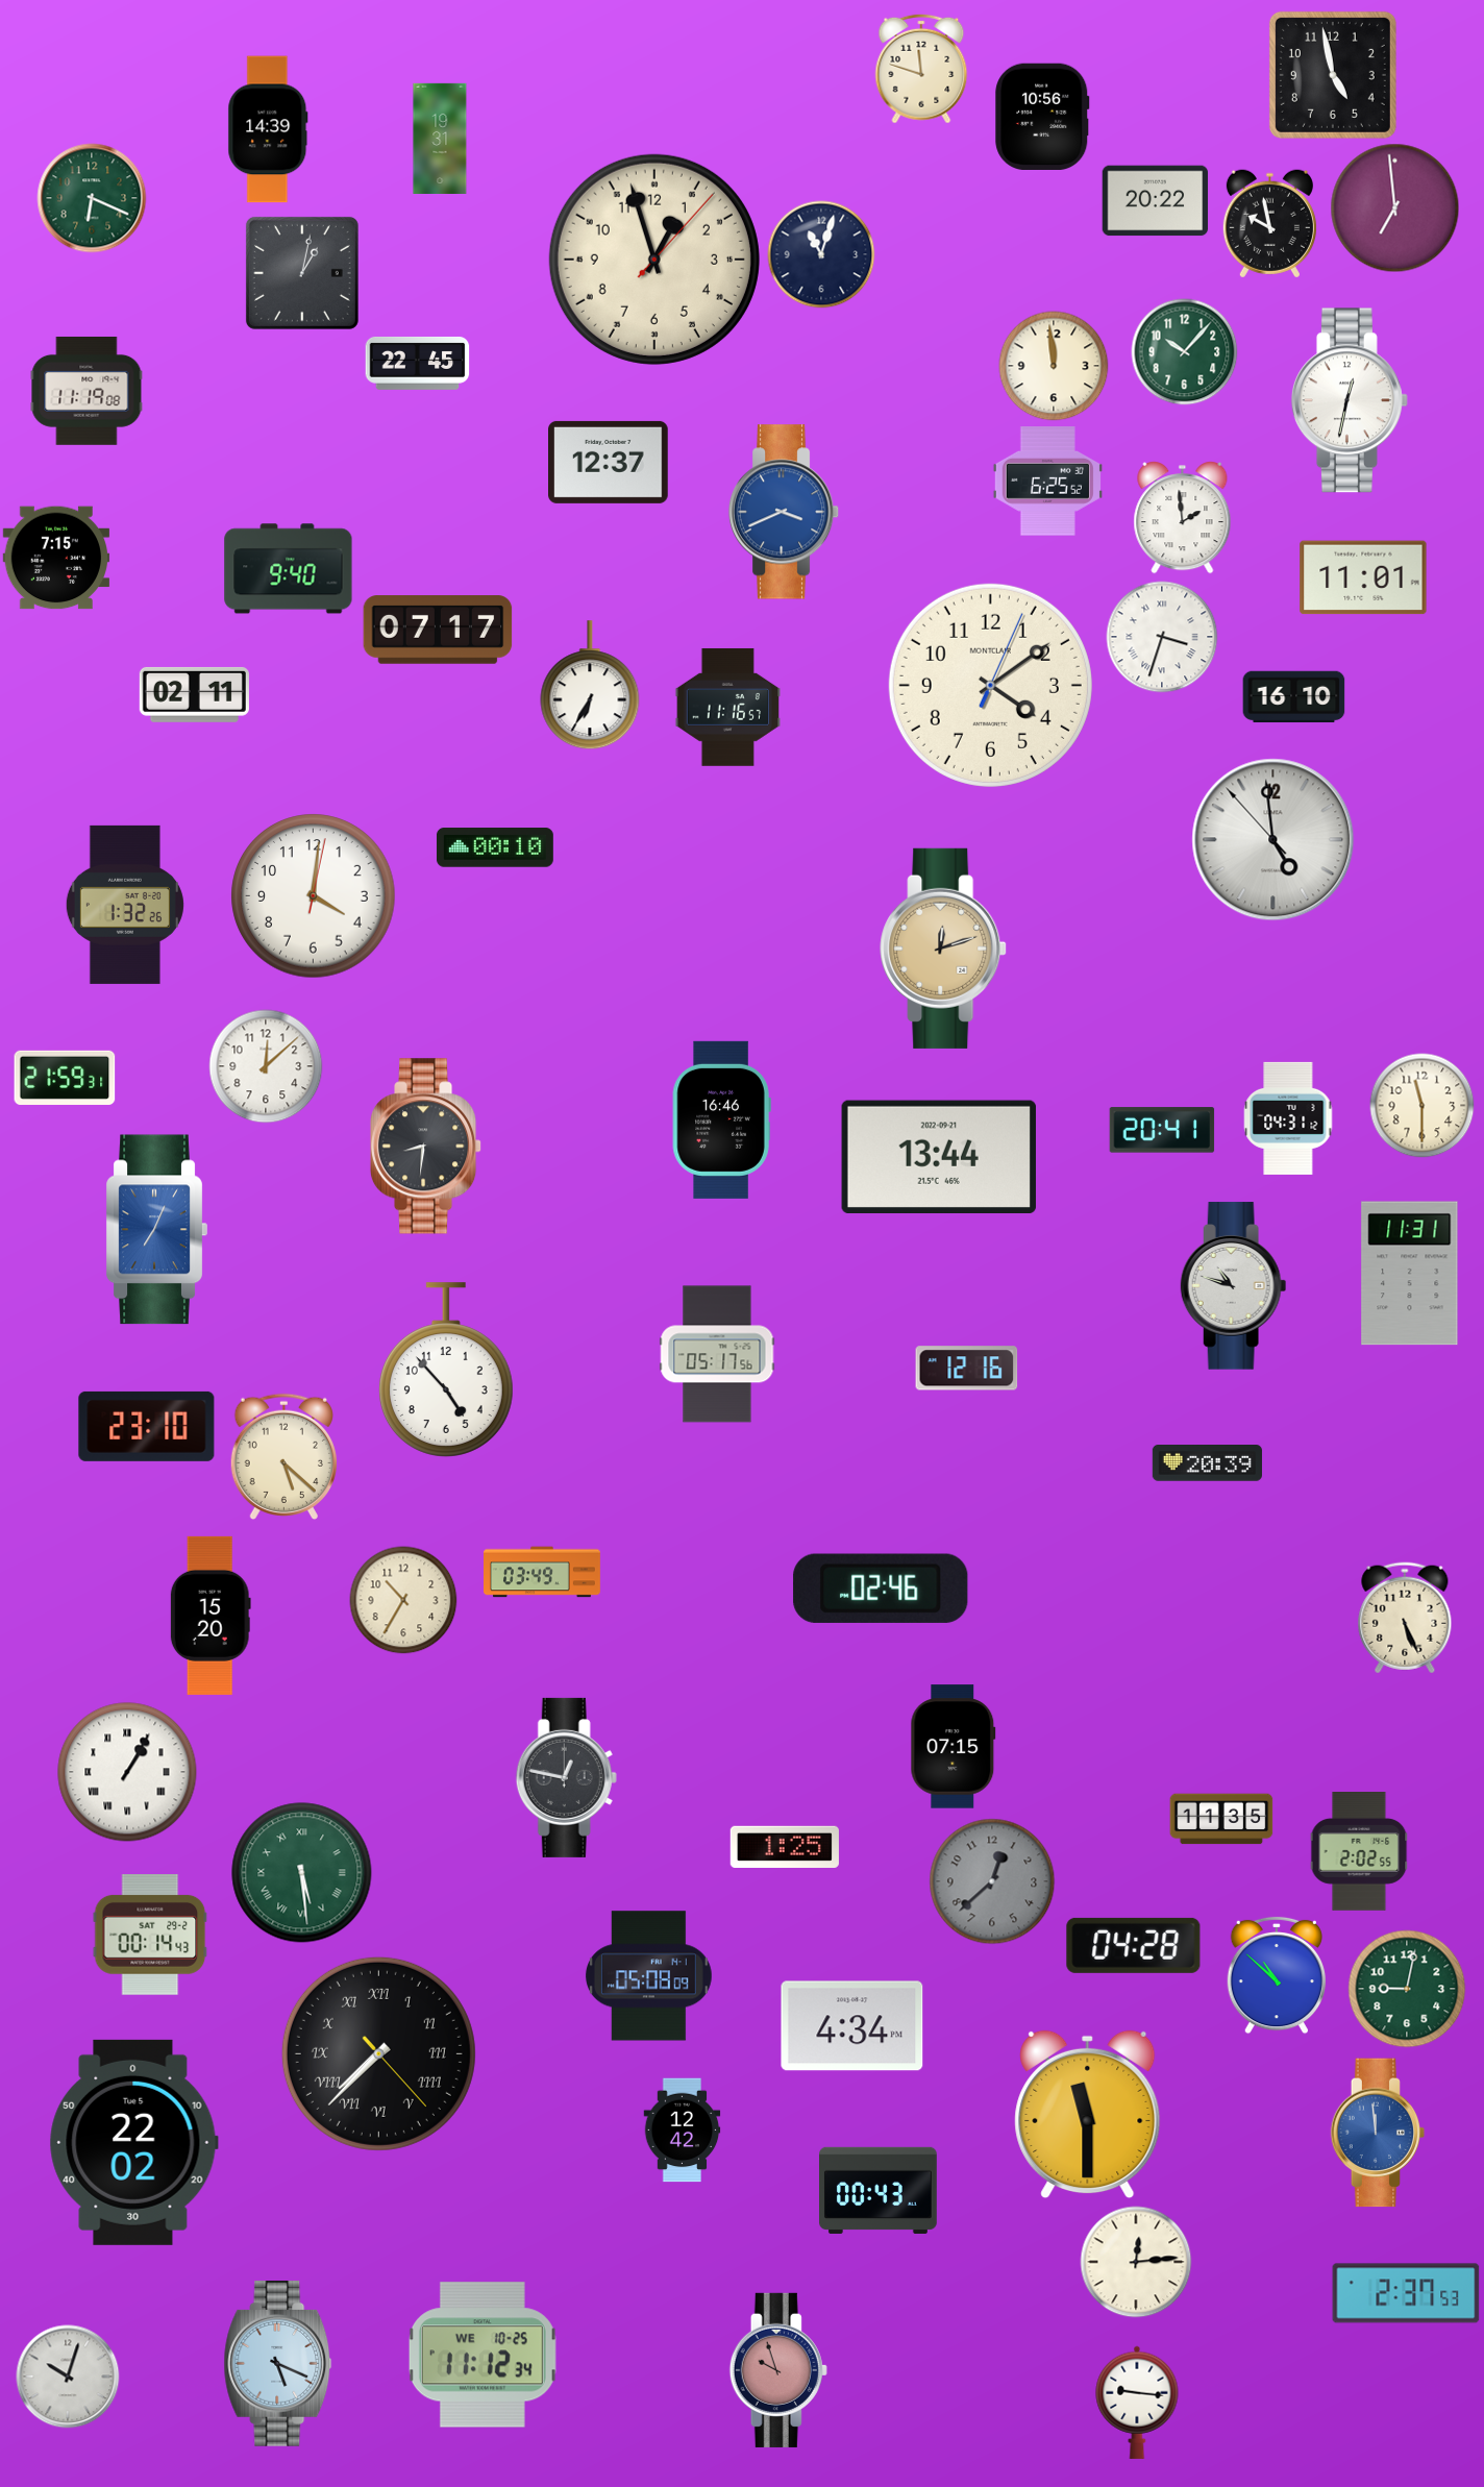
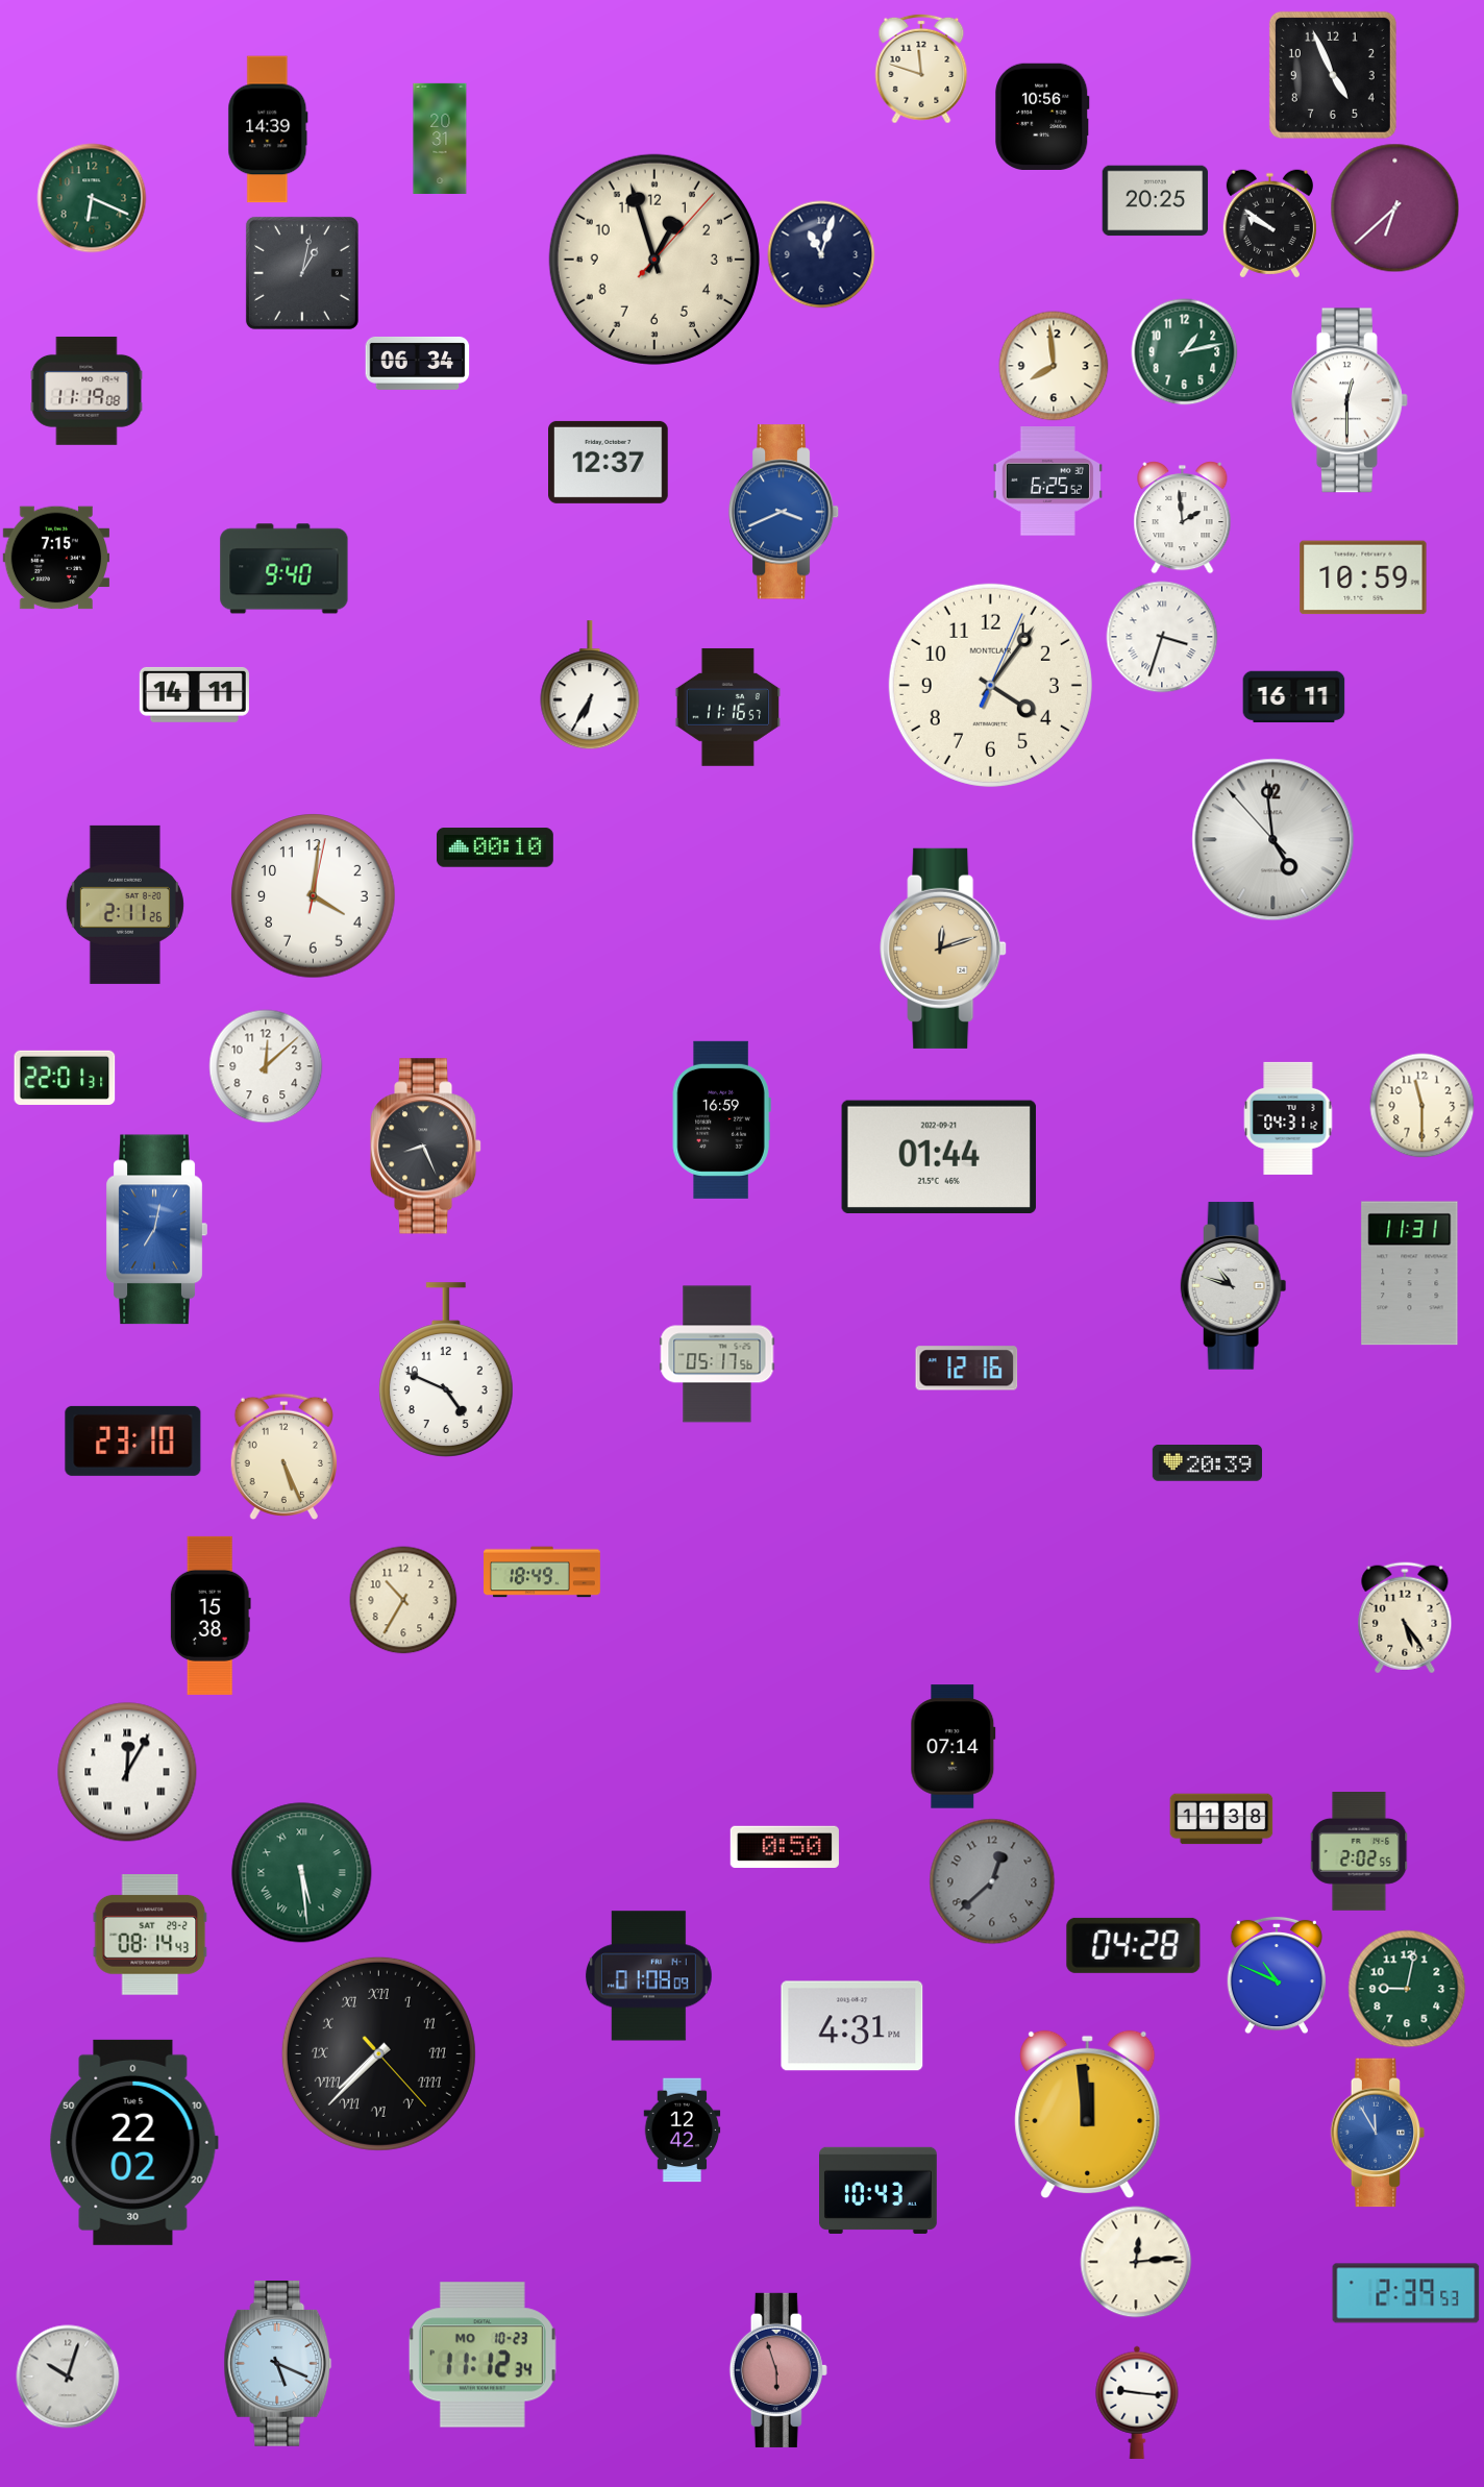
clock at (1333, 75): 4:58 -> 4:56
clock at (440, 139): 19:31 -> 20:31
clock at (1156, 201): 20:22 -> 20:25
clock at (1395, 208): 6:59 -> 6:38
clock at (1269, 224): 9:58 -> 9:51
clock at (1185, 352): 10:07 -> 1:13
clock at (418, 364): 22:45 -> 06:34
clock at (1054, 366): 11:59 -> 7:59
clock at (1350, 400): 12:32 -> 12:30
clock at (289, 569) position: (289, 569) -> (285, 569)
clock at (1363, 577): 11:01 -> 10:59
clock at (438, 630): 07:17 -> none
clock at (990, 685): 4:09 -> 4:06
clock at (194, 694): 02:11 -> 14:11
clock at (1294, 697): 16:10 -> 16:11
clock at (125, 905): 1:32 -> 2:11
clock at (65, 1078): 21:59 -> 22:01
clock at (721, 1119): 16:46 -> 16:59
clock at (1162, 1130): 20:41 -> none
clock at (426, 1147): 8:31 -> 8:26
clock at (939, 1156): 13:44 -> 01:44
clock at (156, 1230): 7:04 -> 7:02
clock at (446, 1370): 4:53 -> 4:49
clock at (147, 1426) position: (147, 1426) -> (133, 1441)
clock at (283, 1457): 5:22 -> 5:26
clock at (543, 1572): 03:49 -> 18:49
clock at (881, 1589): 02:46 -> none
clock at (211, 1616): 15:20 -> 15:38
clock at (1405, 1618): 5:26 -> 5:24
clock at (954, 1747): 07:15 -> 07:14
clock at (127, 1772): 1:05 -> 12:05
clock at (566, 1777): 12:47 -> none
clock at (1221, 1819): 11:35 -> 11:38
clock at (785, 1847): 1:25 -> 0:50
clock at (150, 1936): 00:14 -> 08:14
clock at (1276, 1975): 10:52 -> 10:49
clock at (648, 1976): 05:08 -> 01:08
clock at (852, 2026): 4:34 -> 4:31
clock at (1088, 2115): 11:30 -> 11:59
clock at (1378, 2133): 11:59 -> 11:55
clock at (879, 2190): 00:43 -> 10:43
clock at (1406, 2293): 2:37 -> 2:39
clock at (483, 2355) date: WE 10-25 -> MO 10-23
clock at (778, 2370): 9:57 -> 5:57
